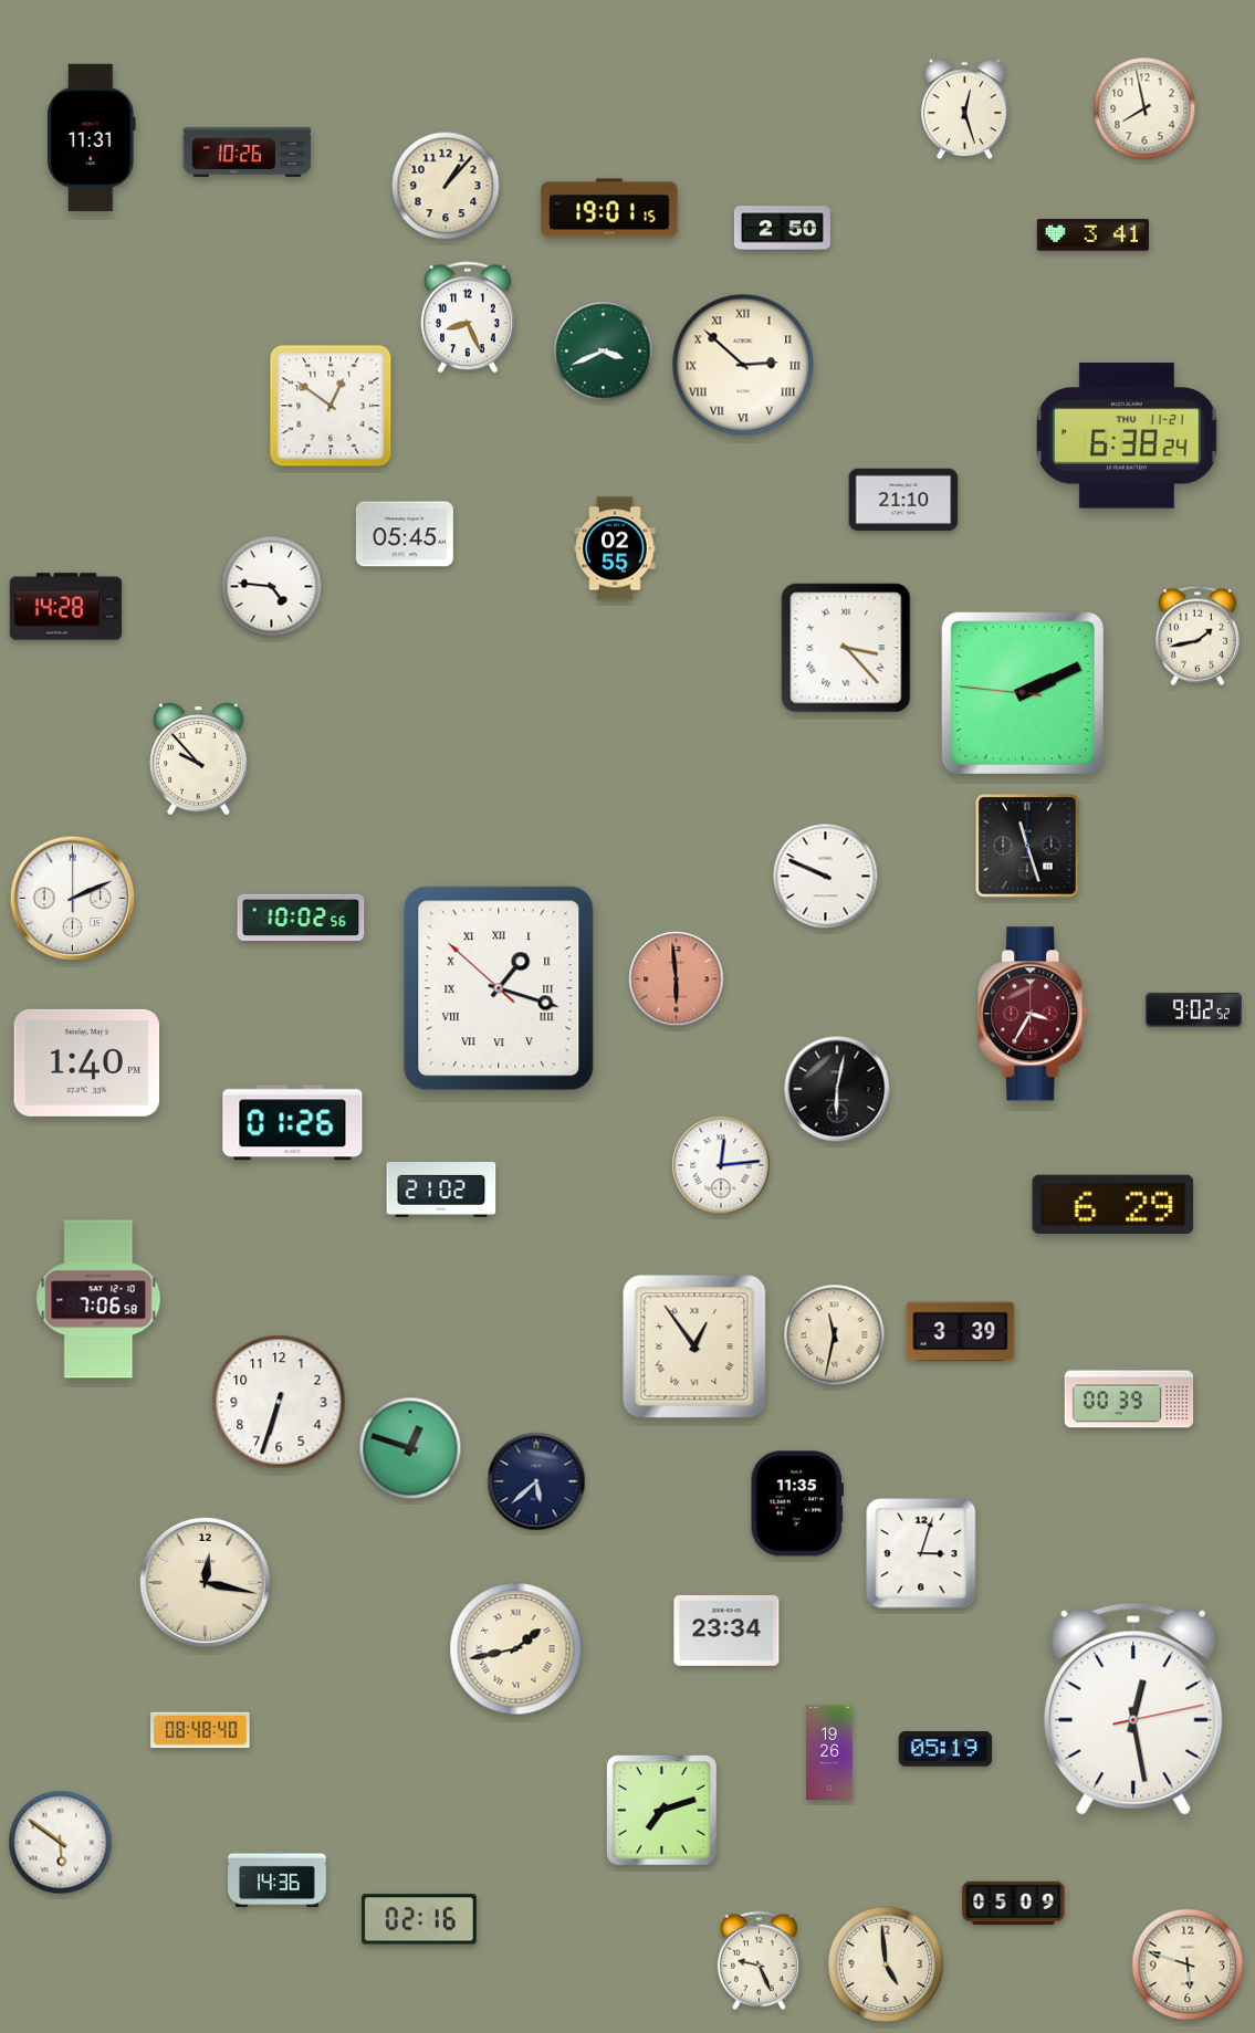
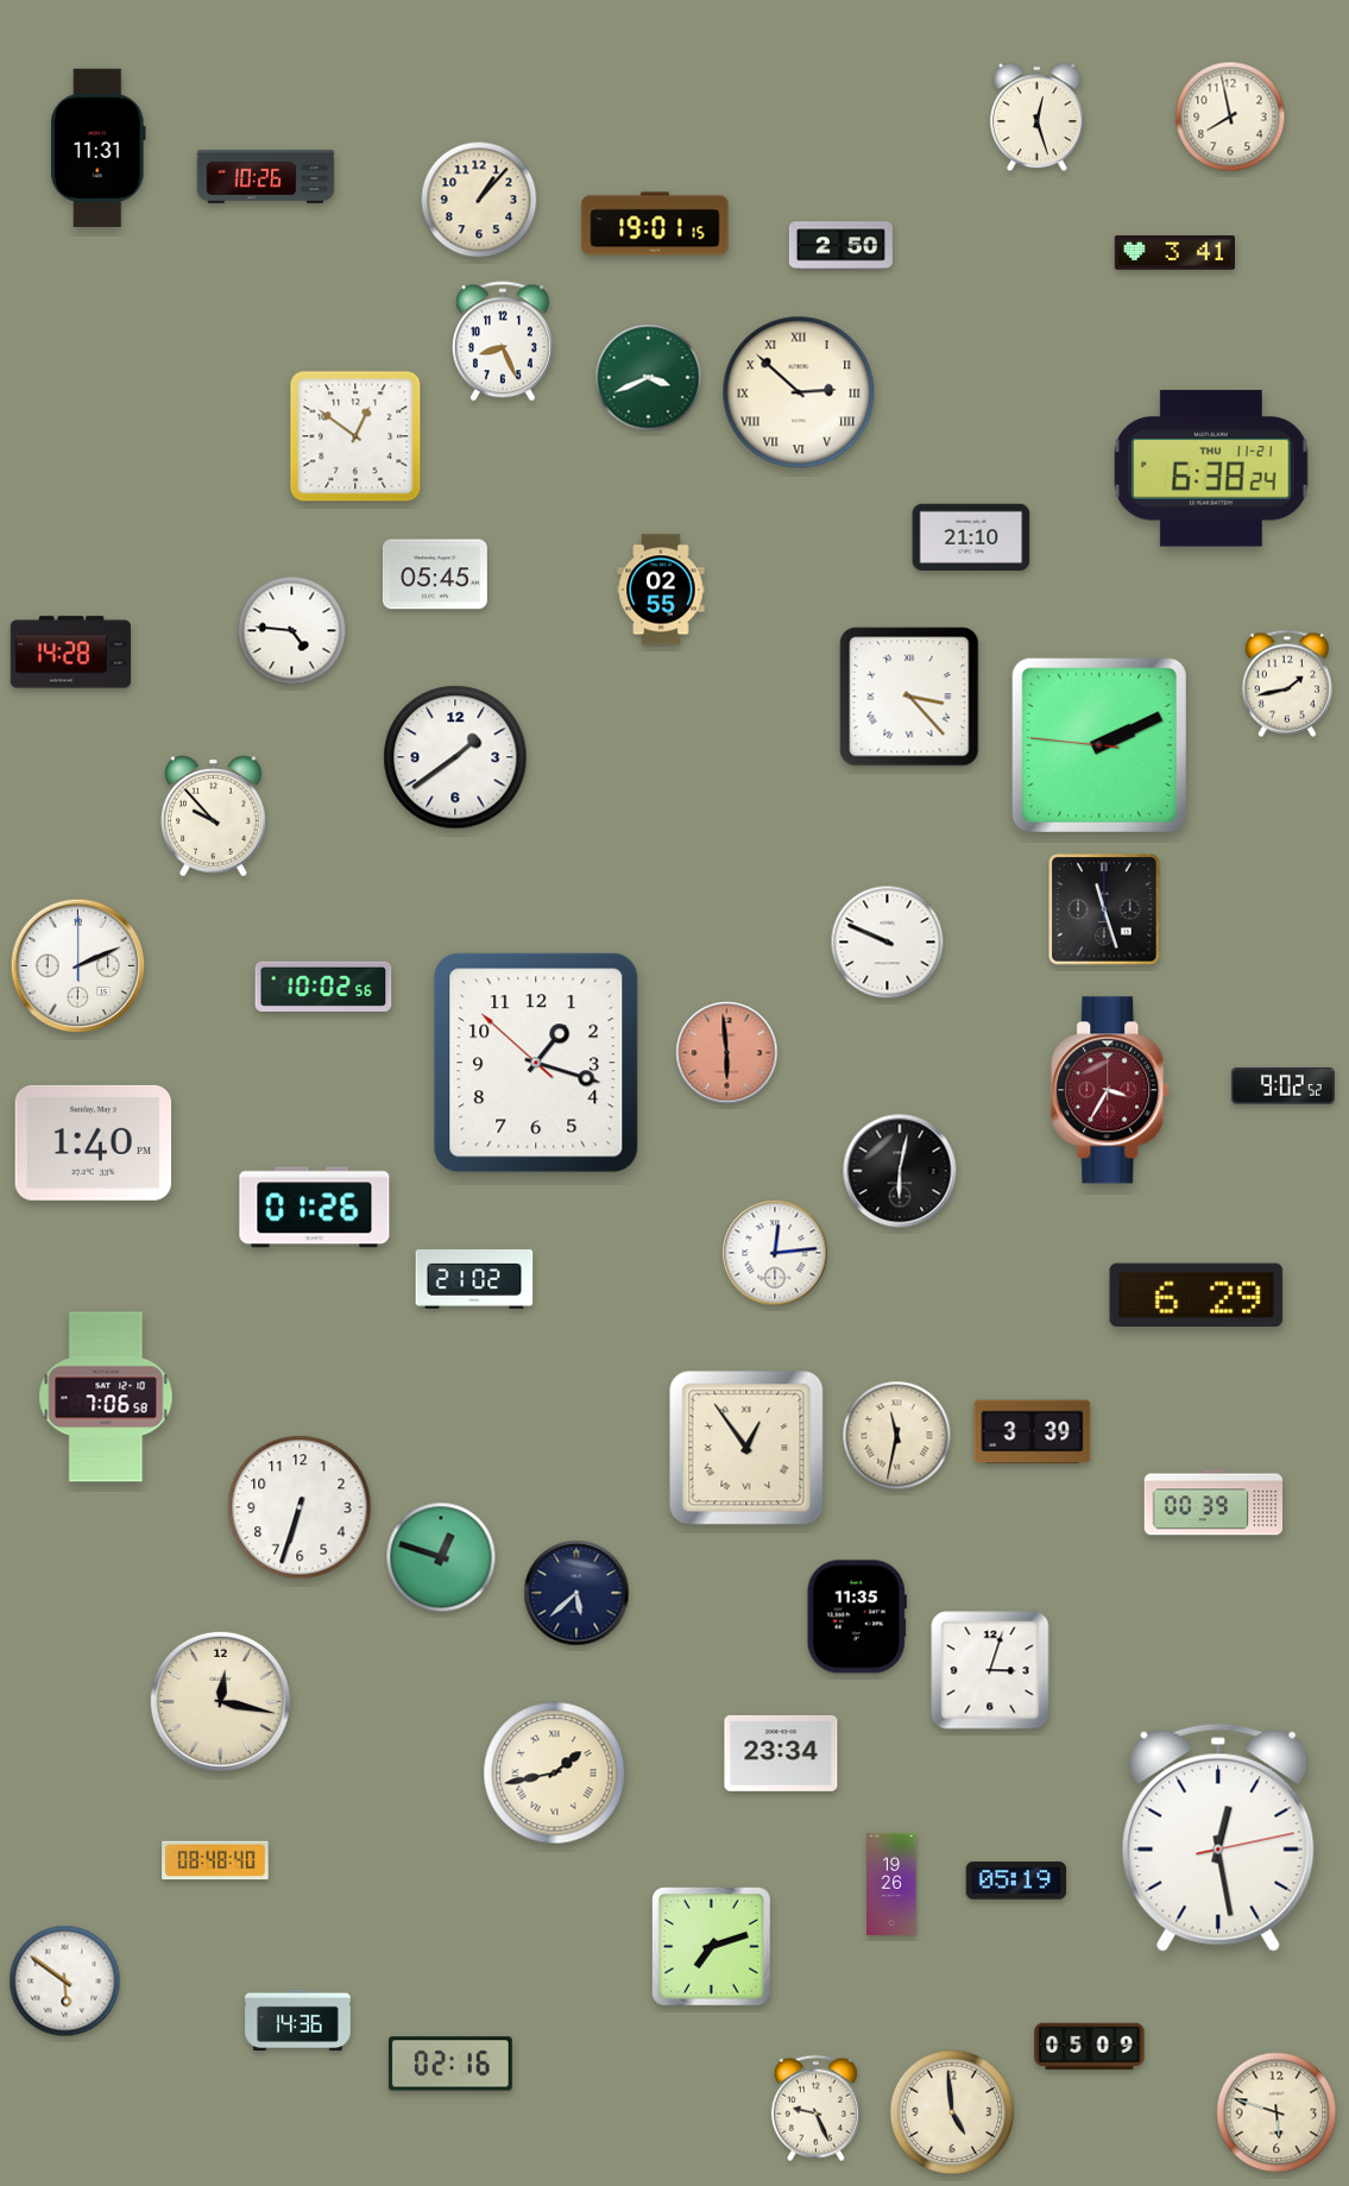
clock at (248, 151) position: (248, 151) -> (266, 176)
clock at (455, 757): none -> 1:39
clock at (499, 988) numerals: Roman -> Arabic
